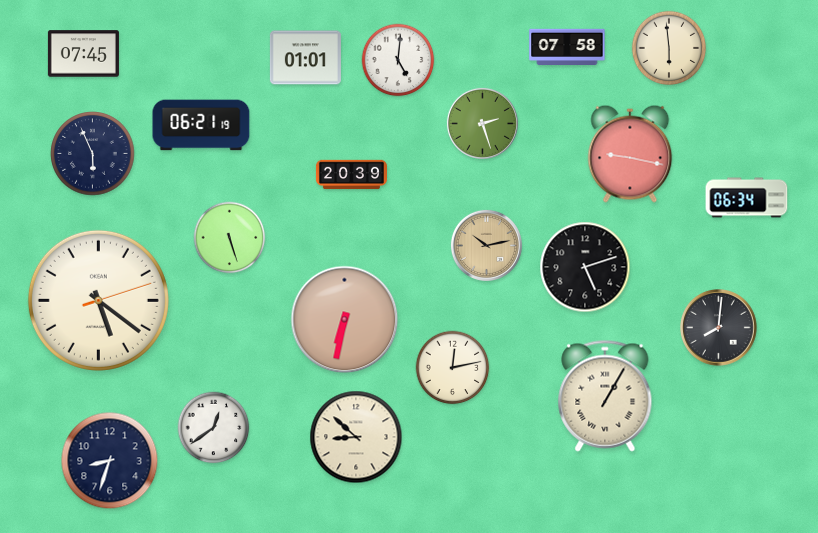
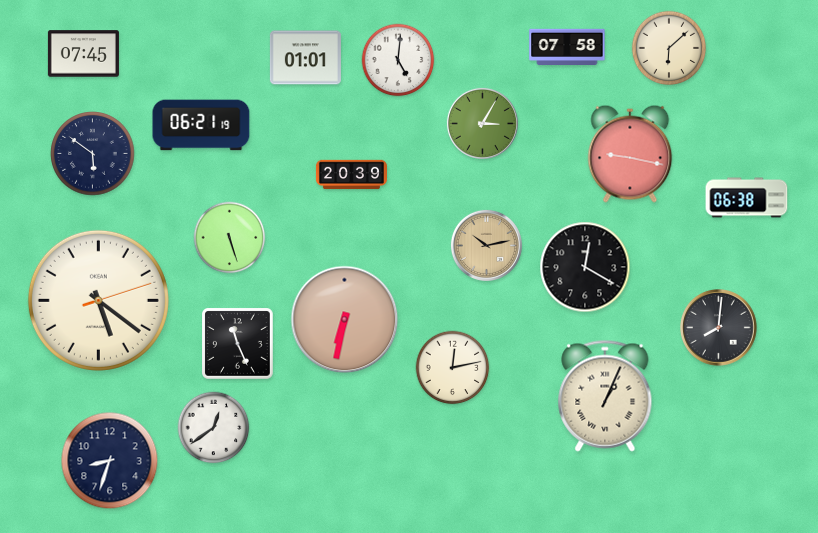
clock at (669, 48): 5:59 -> 6:08
clock at (482, 123): 2:27 -> 3:05
clock at (93, 154): 5:56 -> 5:51
clock at (747, 198): 06:34 -> 06:38
clock at (585, 267): 5:12 -> 12:20
clock at (238, 344): none -> 11:26
clock at (605, 396): 1:05 -> 1:04
clock at (356, 437): 8:52 -> none
